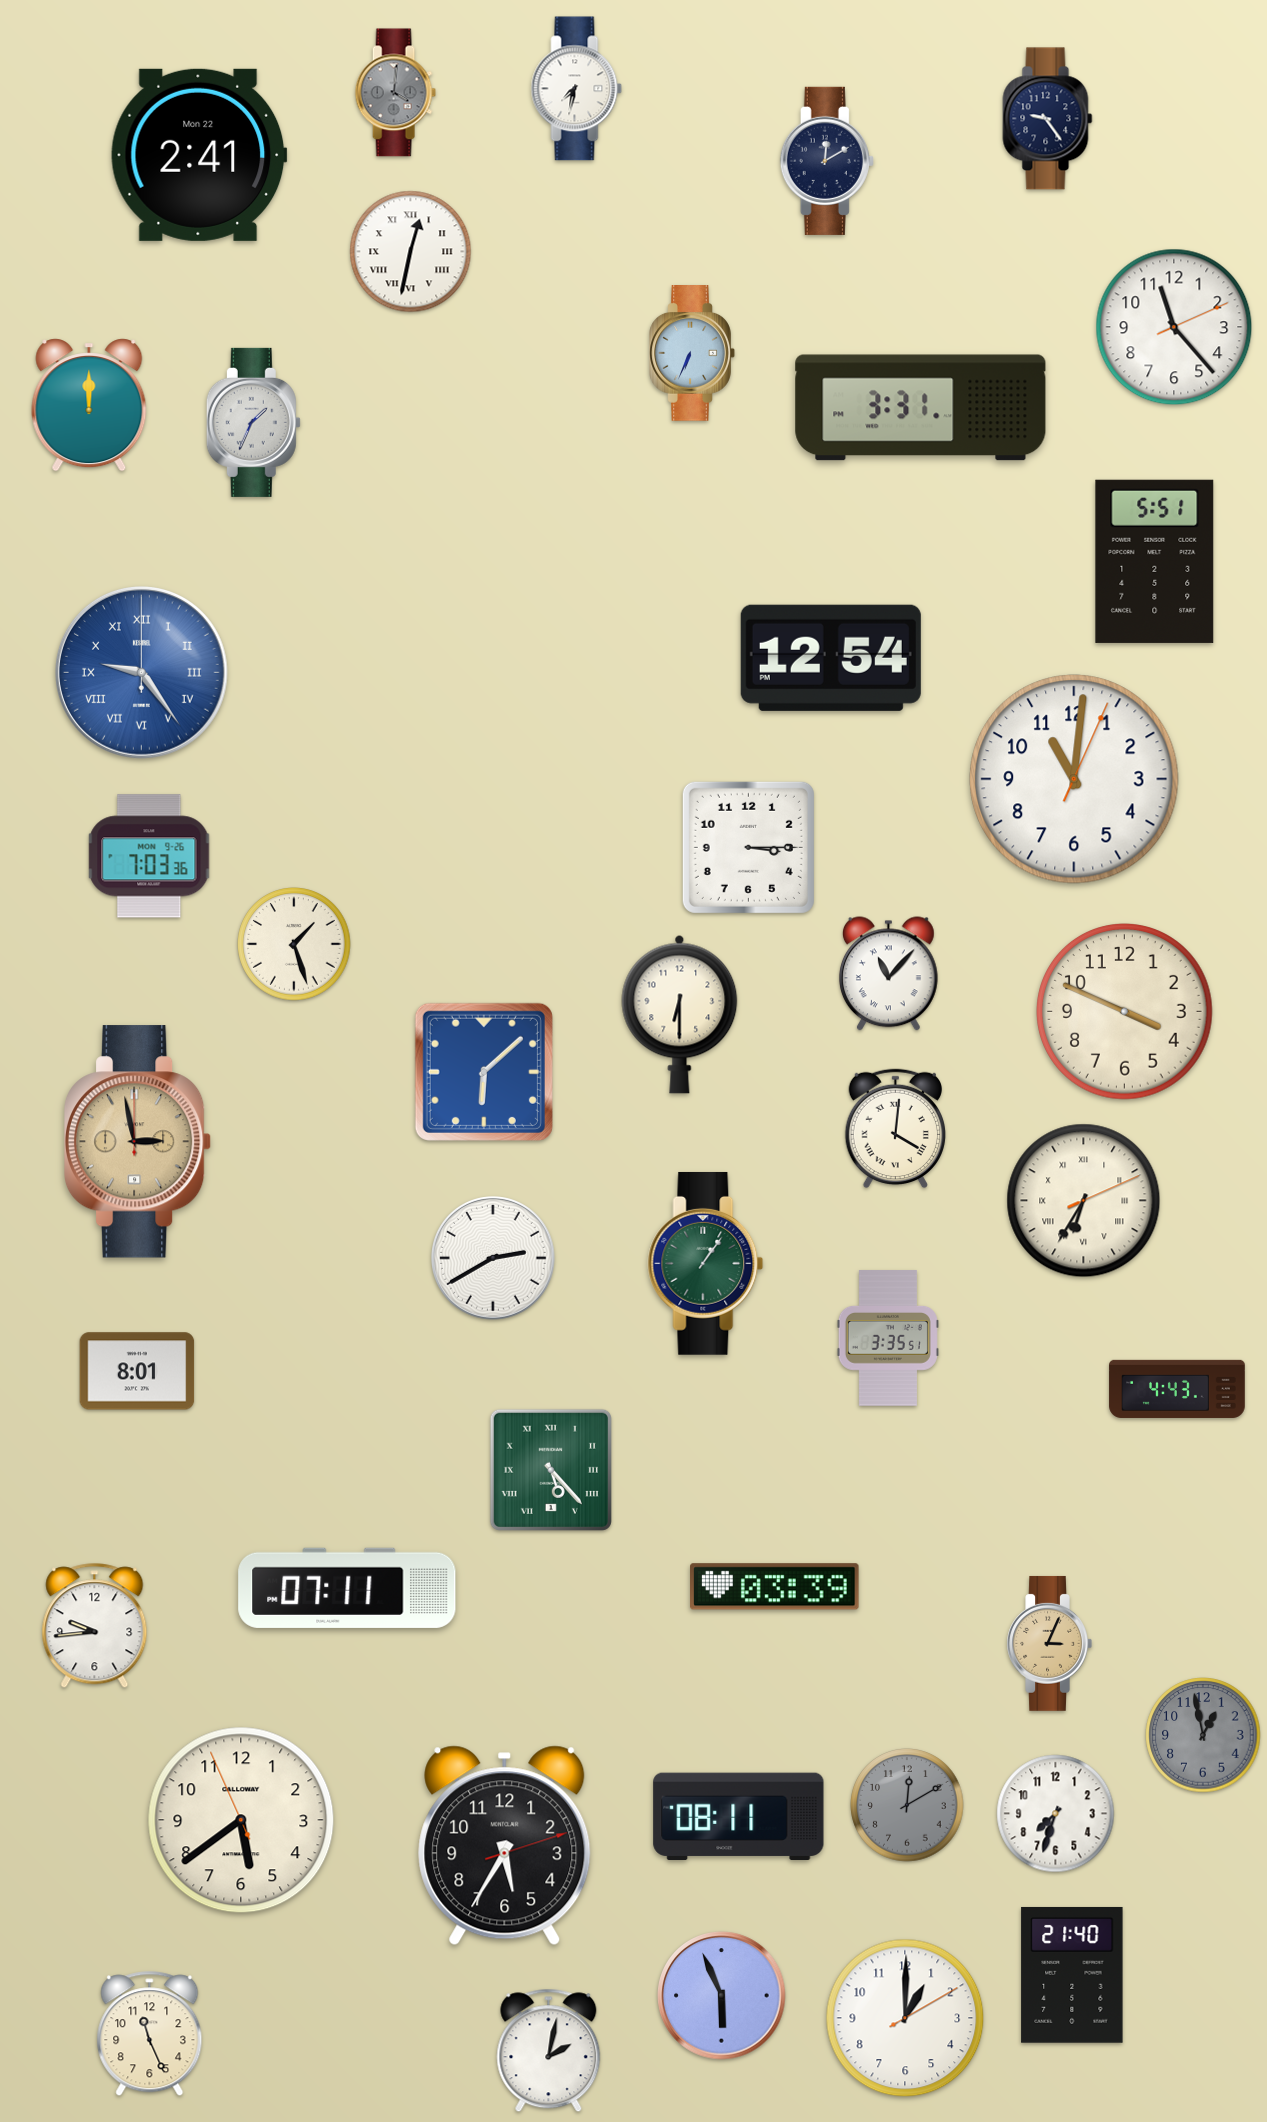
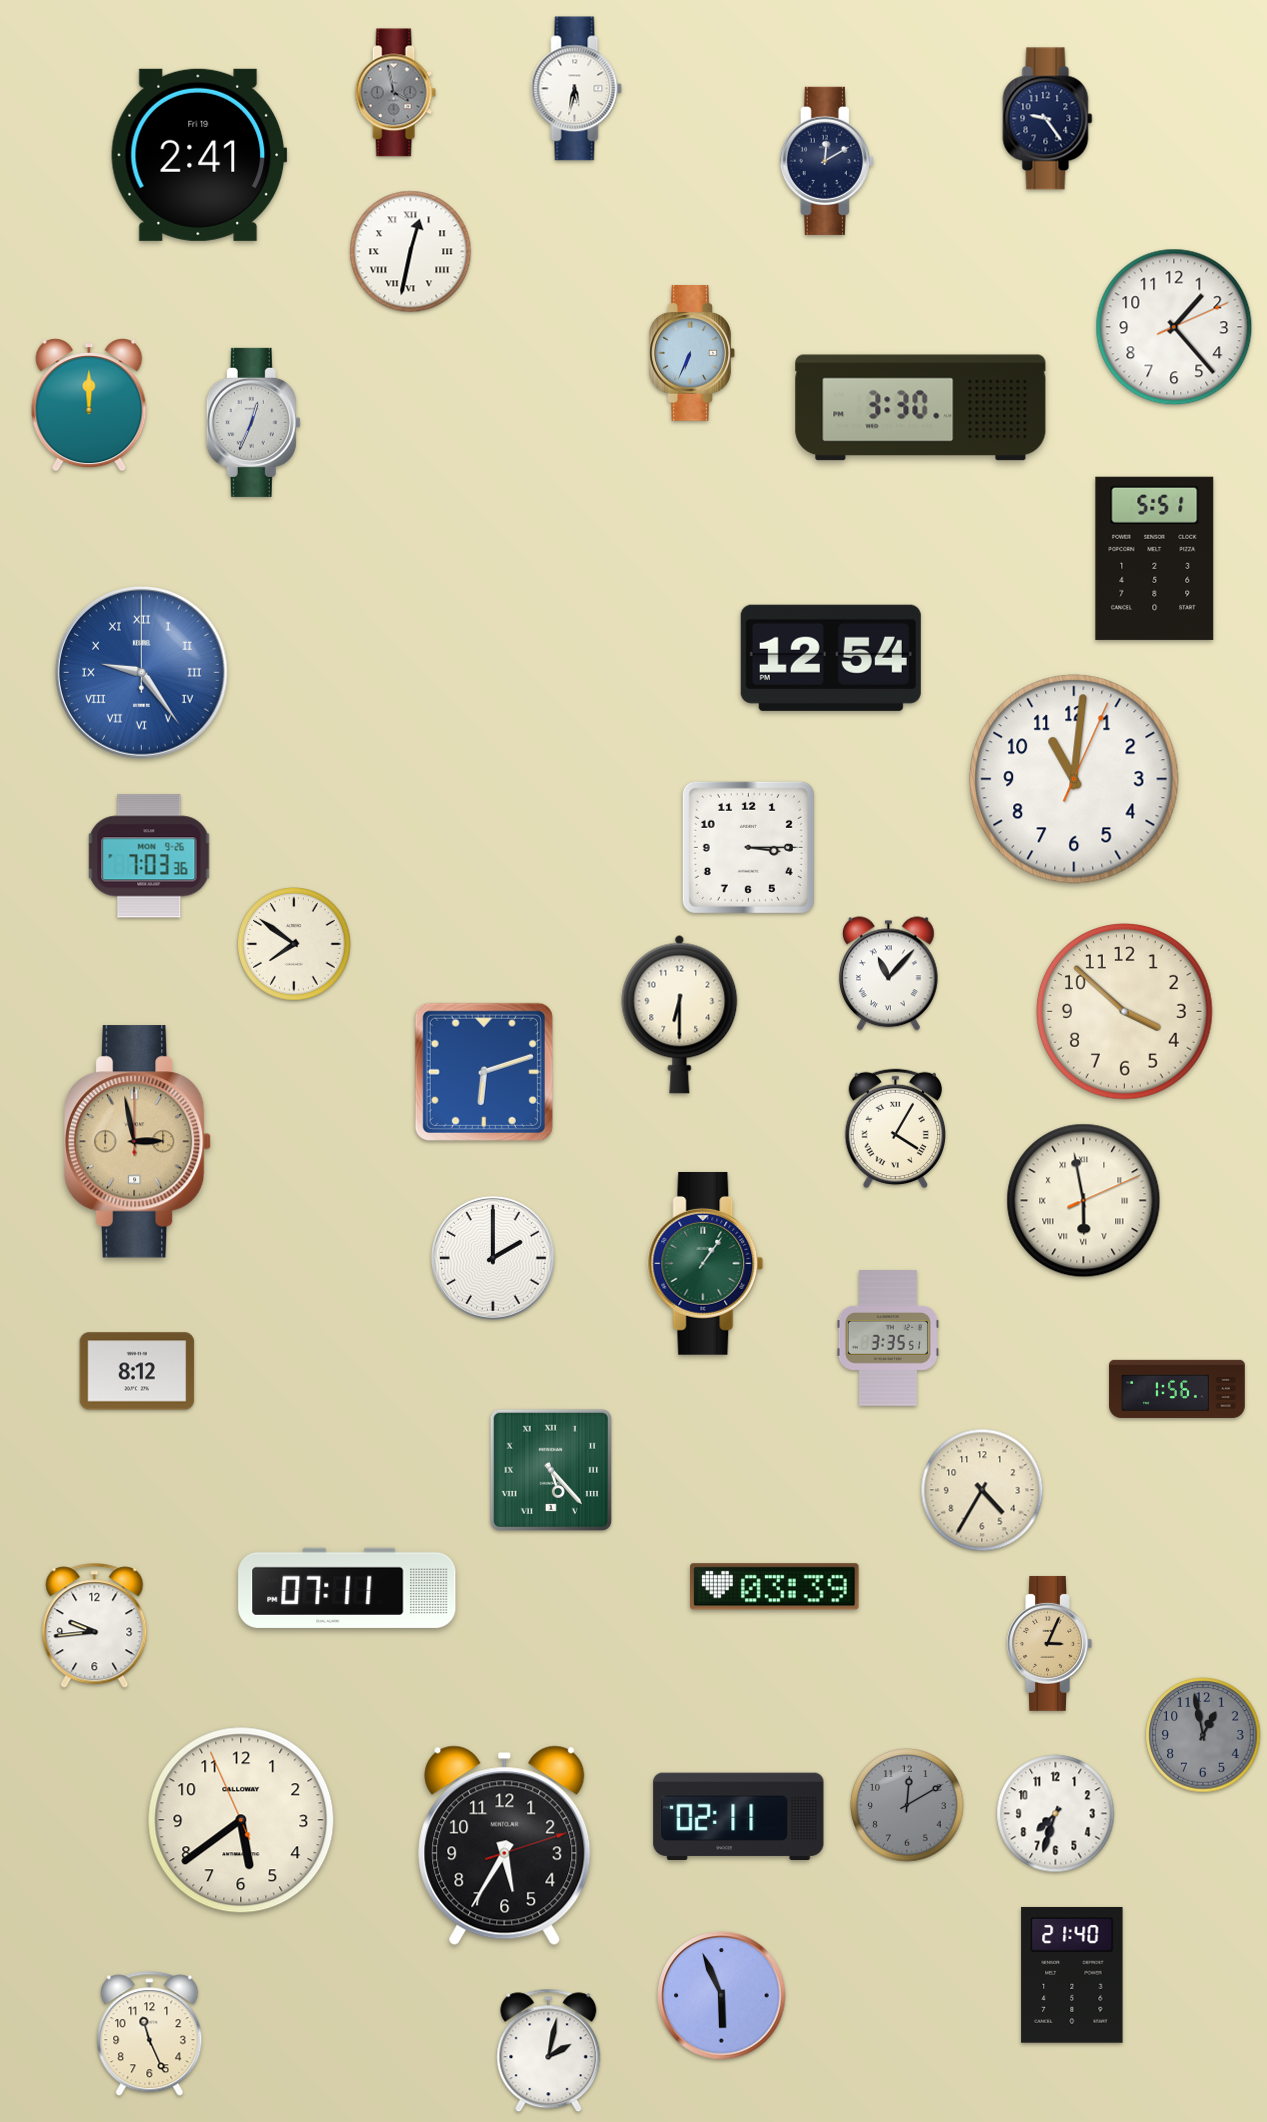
clock at (577, 89): 7:32 -> 5:32
clock at (395, 93): 4:01 -> 3:58
clock at (199, 155) date: Mon 22 -> Fri 19
clock at (1174, 327): 11:23 -> 1:23
clock at (921, 408): 3:31 -> 3:30
clock at (253, 422): 1:34 -> 12:34
clock at (1155, 561) position: (1155, 561) -> (1155, 558)
clock at (294, 944): 1:27 -> 7:51
clock at (1125, 1012): 3:49 -> 3:52
clock at (484, 1072): 6:08 -> 6:12
clock at (895, 1129): 4:01 -> 4:05
clock at (1084, 1201): 6:35 -> 5:58
clock at (494, 1259): 2:40 -> 2:00
clock at (137, 1371): 8:01 -> 8:12
clock at (1177, 1389): 4:43 -> 1:56
clock at (982, 1490): none -> 4:35
clock at (739, 1816): 08:11 -> 02:11
clock at (905, 2018): 1:00 -> none
